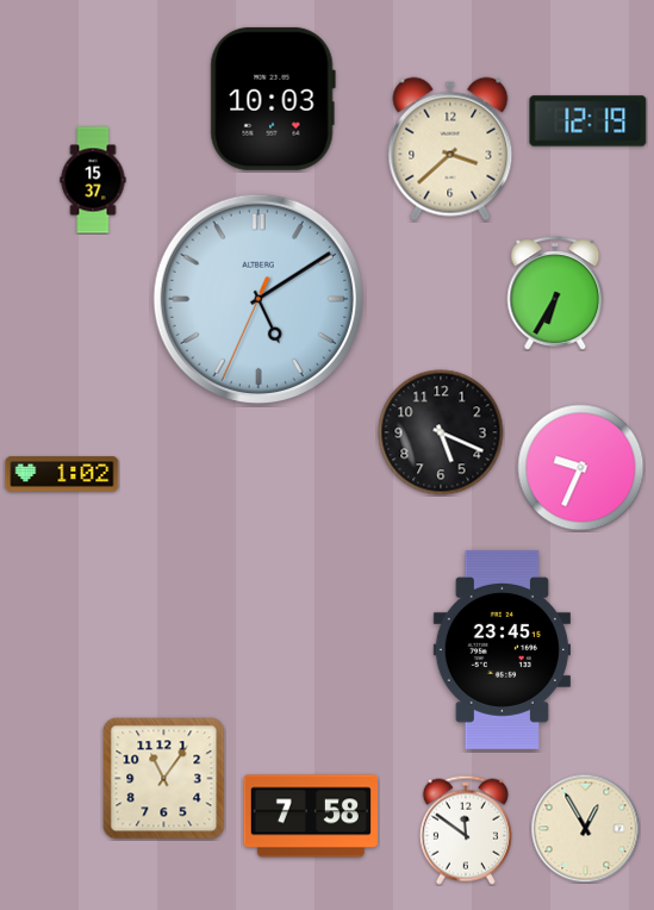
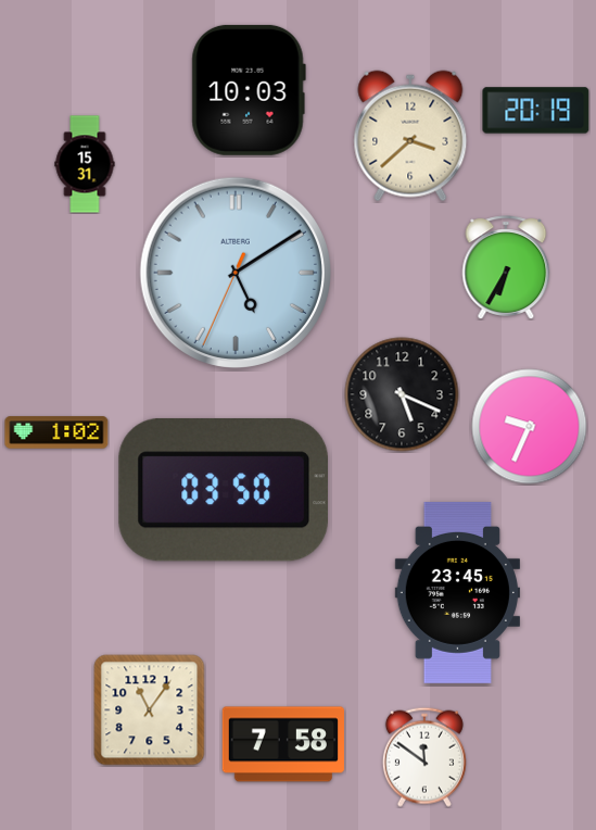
clock at (588, 121): 12:19 -> 20:19
clock at (93, 180): 15:37 -> 15:31
clock at (223, 490): none -> 03:50
clock at (585, 828): 12:55 -> none
